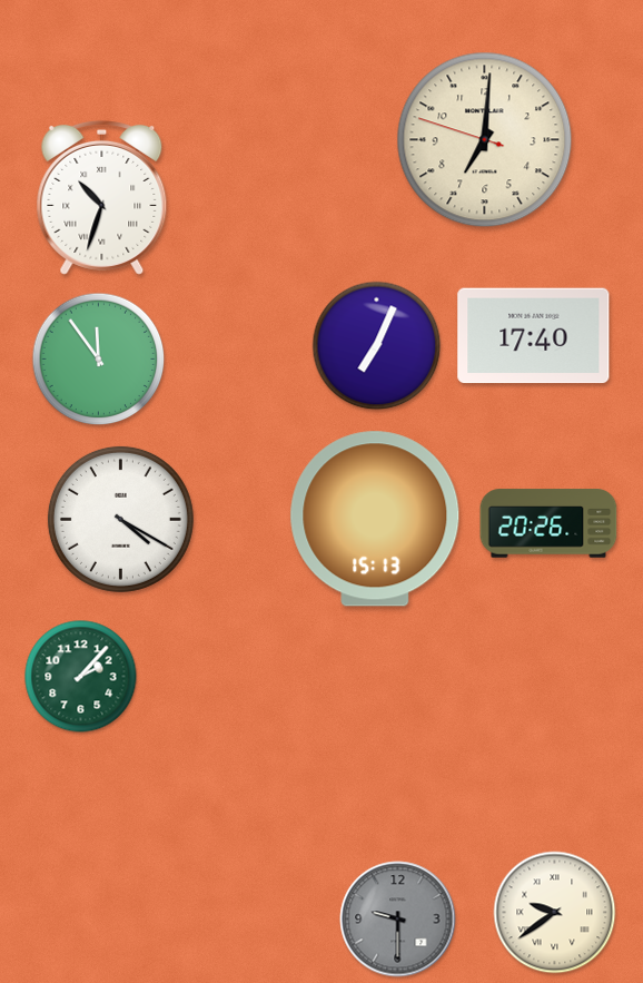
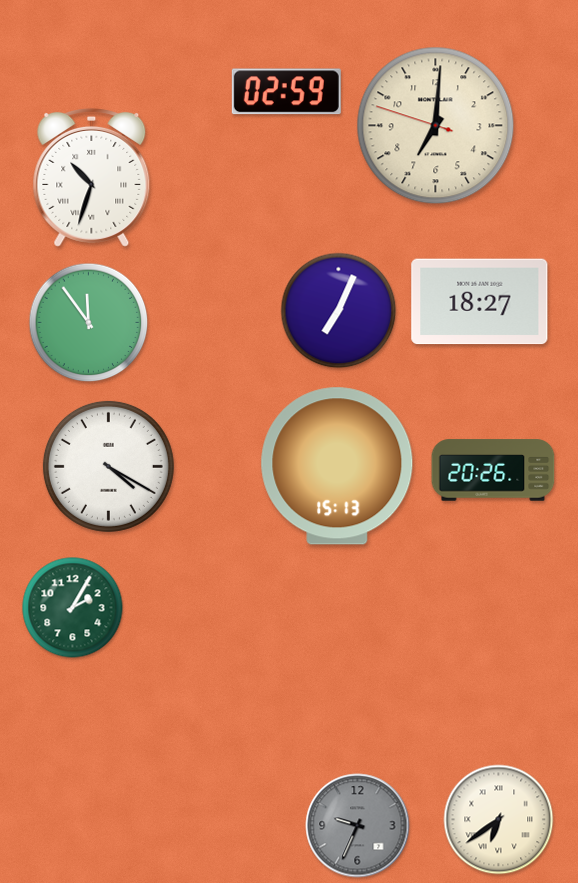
clock at (286, 92): none -> 02:59
clock at (534, 336): 17:40 -> 18:27
clock at (81, 677): 2:07 -> 2:05
clock at (555, 913): 9:39 -> 6:39
clock at (398, 920): 9:30 -> 9:34
